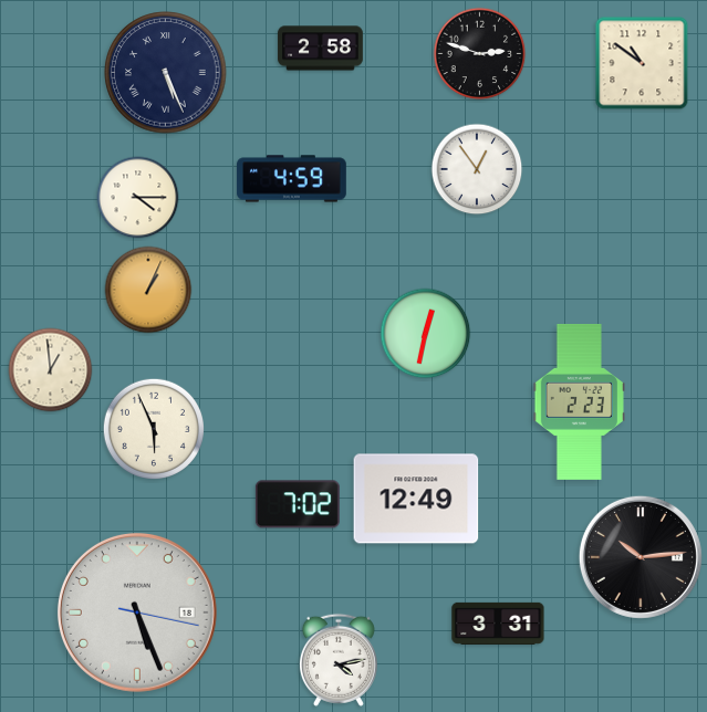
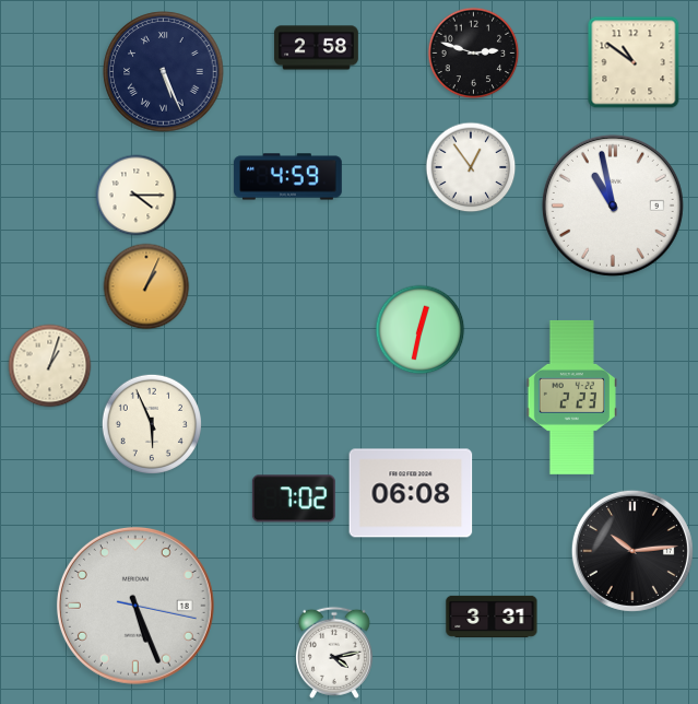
clock at (613, 206): none -> 10:58
clock at (51, 370): 12:59 -> 1:03
clock at (416, 499): 12:49 -> 06:08
